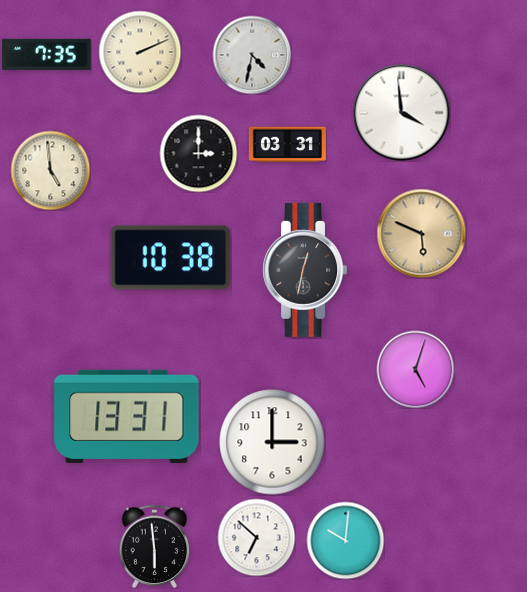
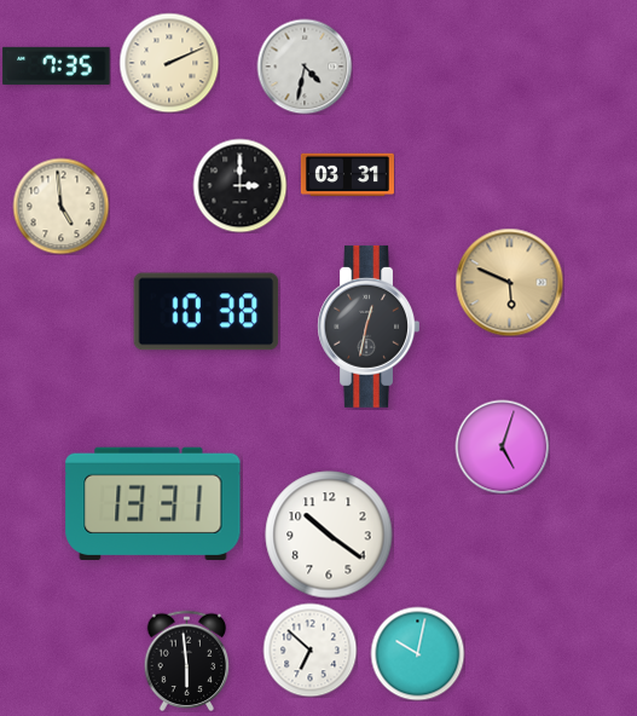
clock at (402, 113): 3:59 -> none
clock at (272, 442): 3:00 -> 10:21
clock at (345, 540): 10:01 -> 10:02
